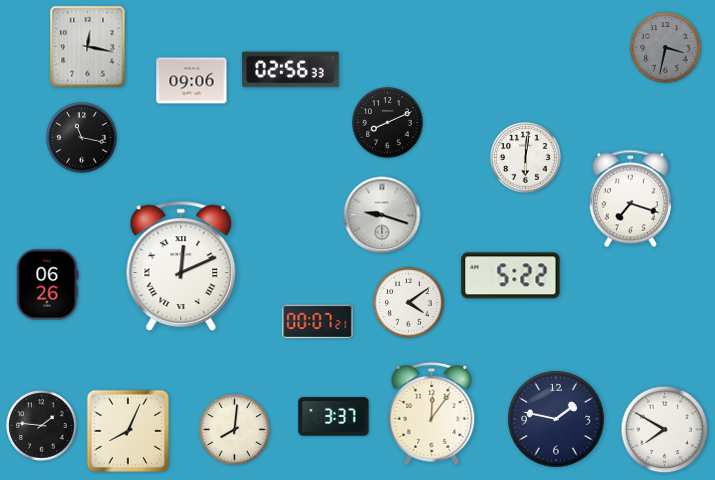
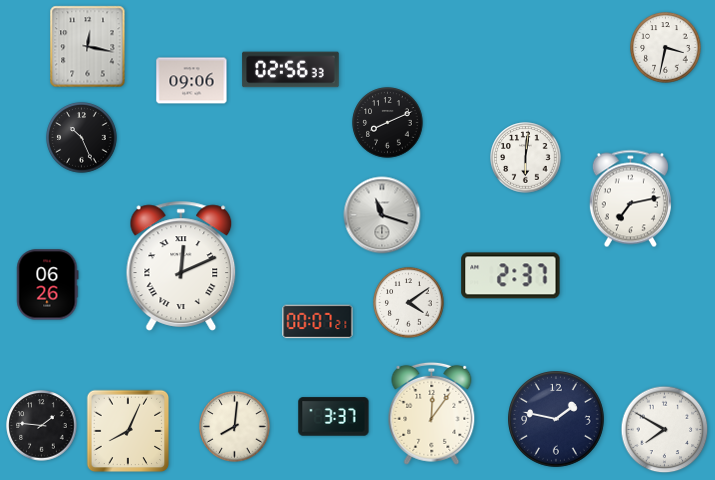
clock at (666, 48) dial: grey -> white
clock at (82, 138): 11:17 -> 10:26
clock at (630, 199): 7:18 -> 7:13
clock at (382, 215): 9:18 -> 11:18
clock at (511, 276): 5:22 -> 2:37
clock at (235, 430) position: (235, 430) -> (235, 427)
